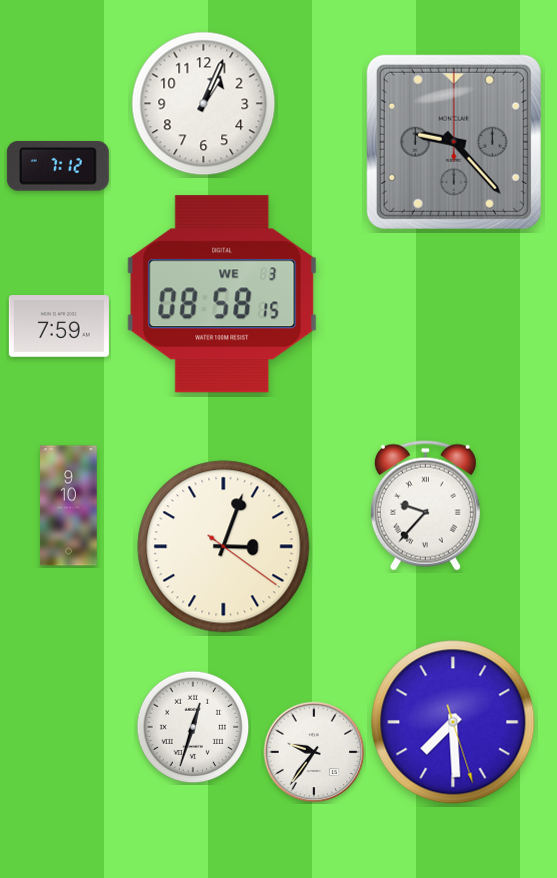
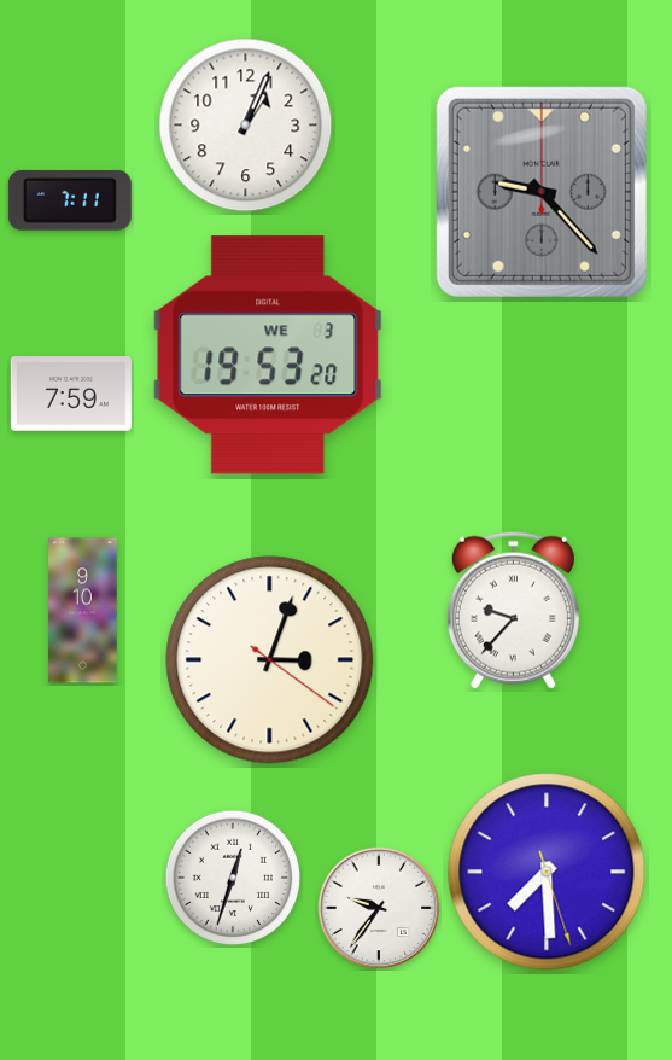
clock at (454, 142) position: (454, 142) -> (542, 192)
clock at (58, 166): 7:12 -> 7:11
clock at (222, 294): 08:58 -> 19:53
